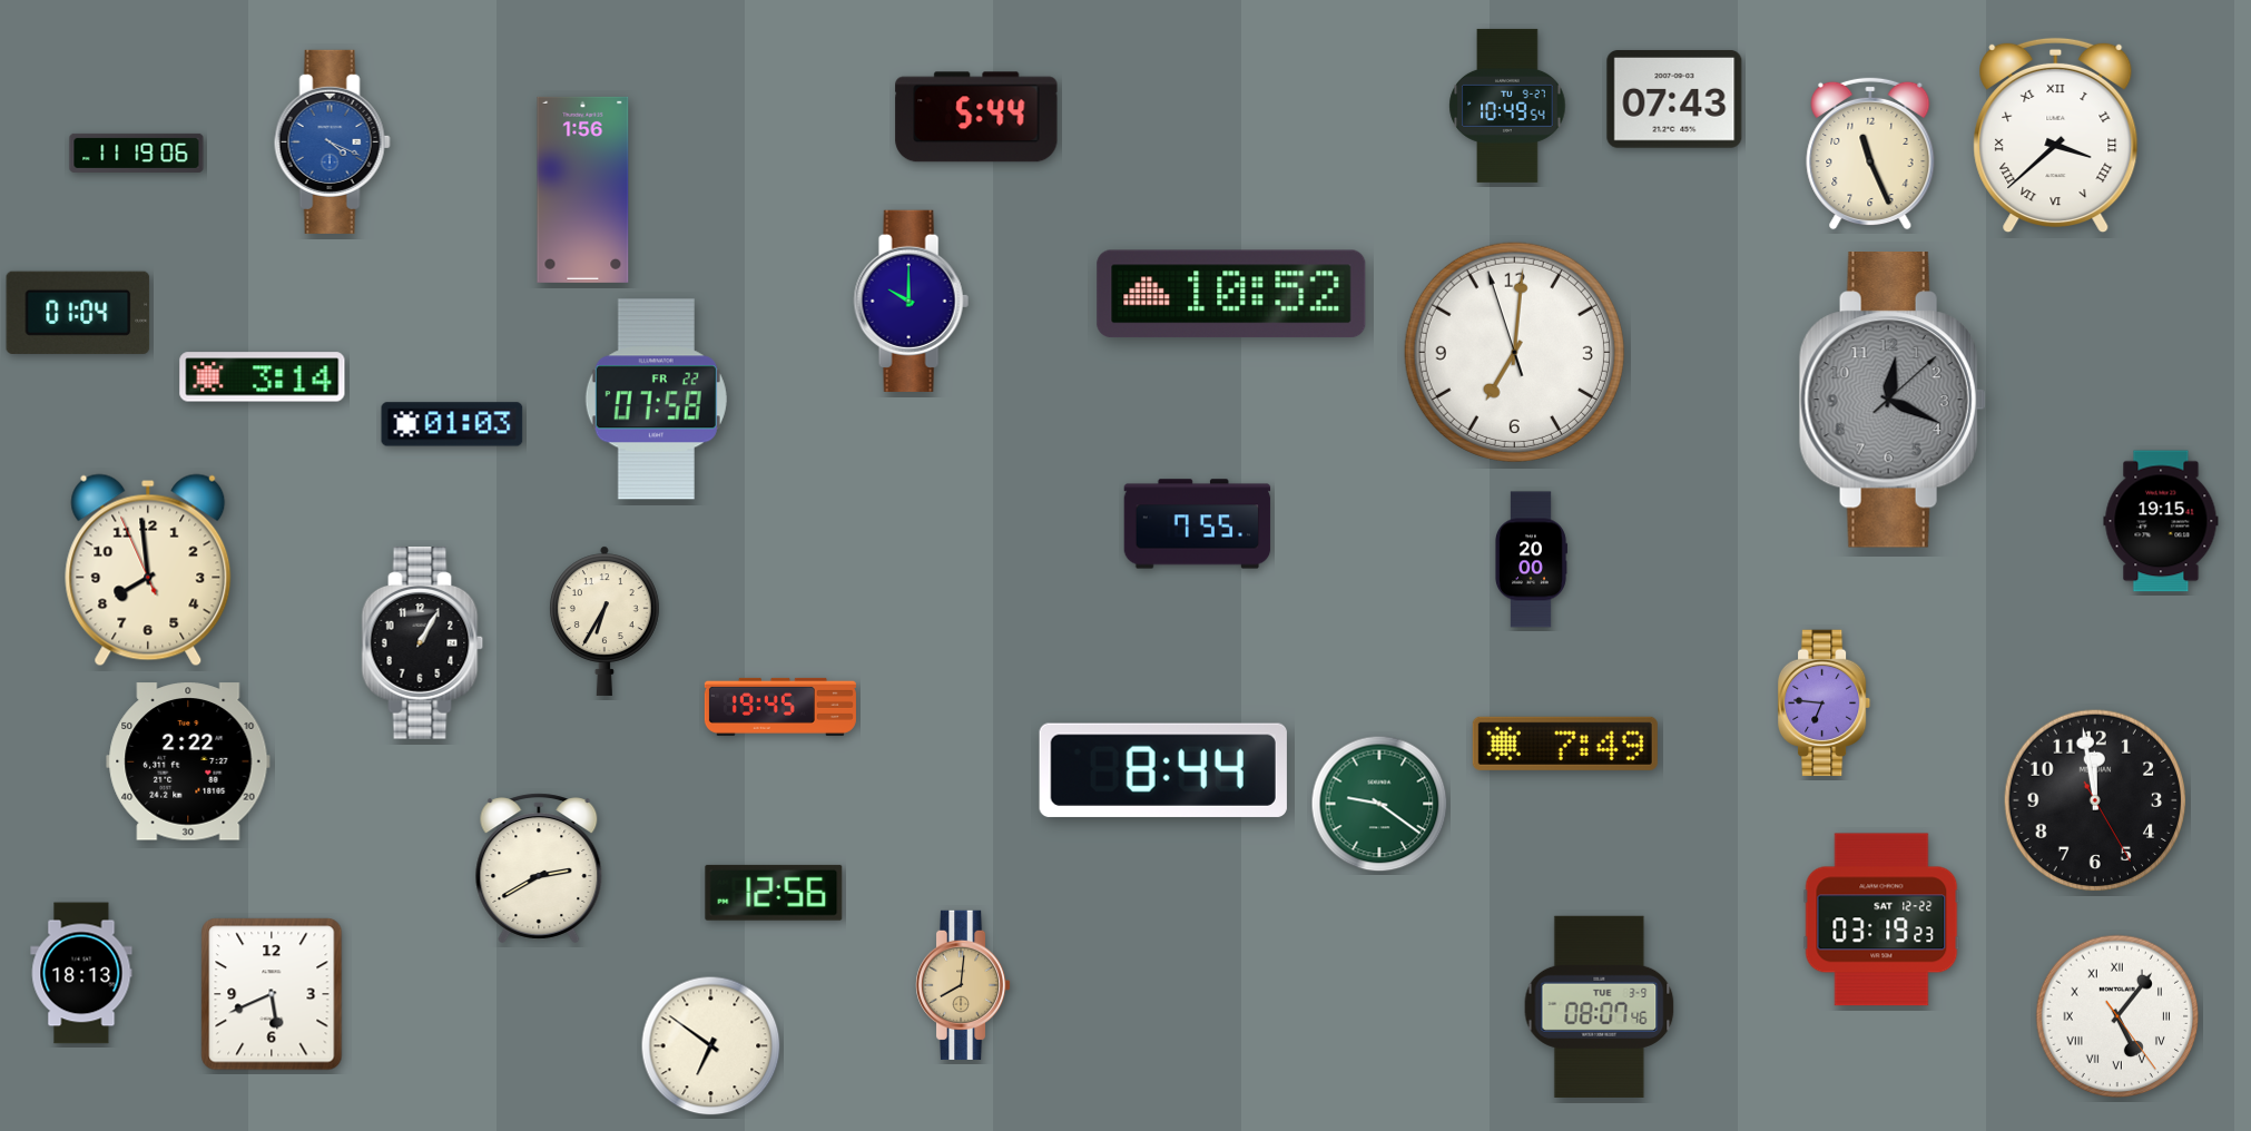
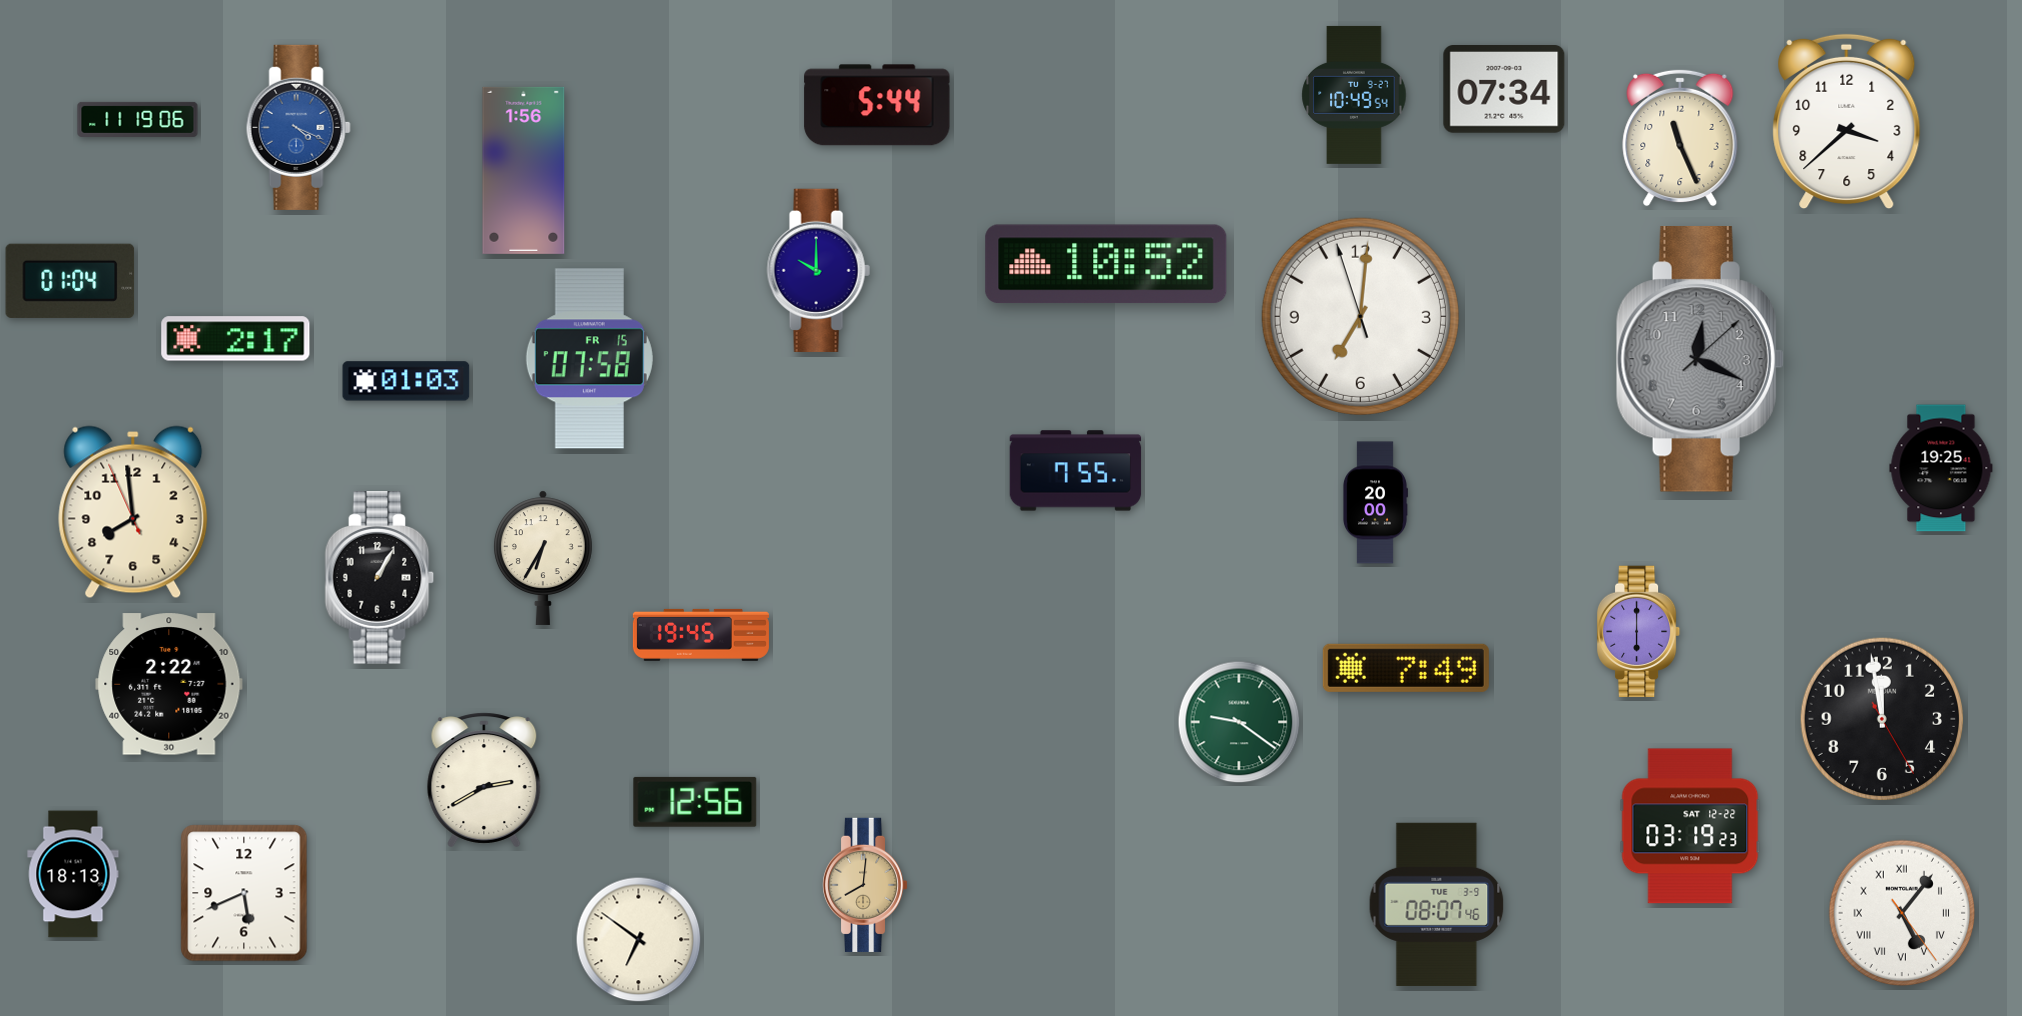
clock at (1674, 100): 07:43 -> 07:34
clock at (2056, 136) numerals: Roman -> Arabic
clock at (137, 153) position: (137, 153) -> (138, 119)
clock at (263, 377): 3:14 -> 2:17
clock at (656, 400) date: FR 22 -> FR 15
clock at (2161, 521): 19:15 -> 19:25
clock at (1825, 704): 6:46 -> 6:00
clock at (1163, 770): 8:44 -> none
